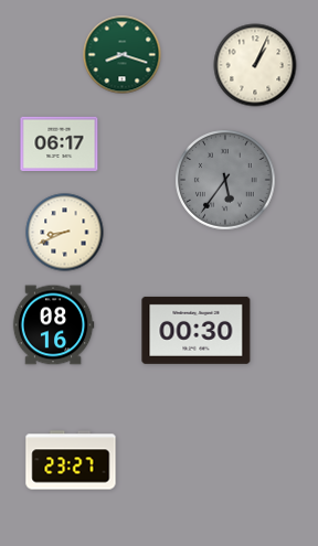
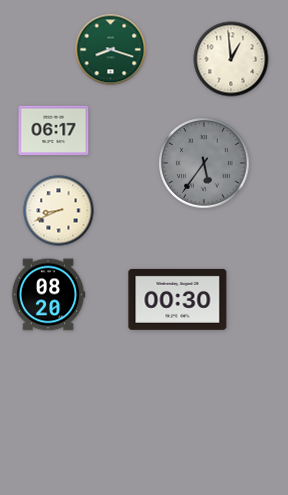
clock at (255, 65): 1:04 -> 12:59
clock at (53, 325): 08:16 -> 08:20
clock at (71, 460): 23:27 -> none
